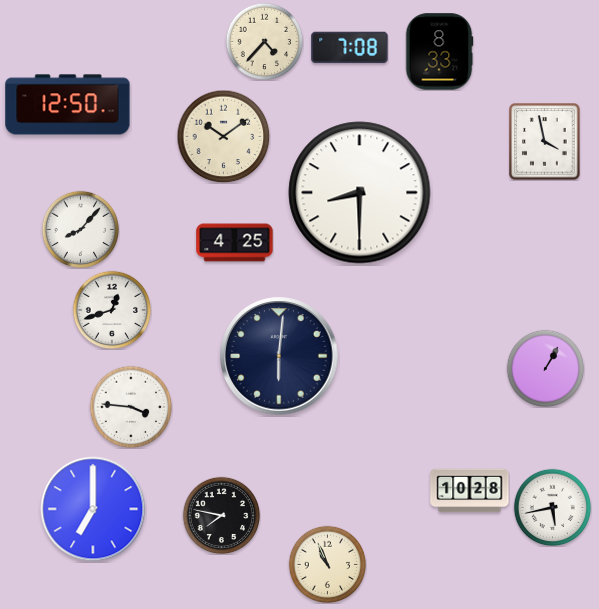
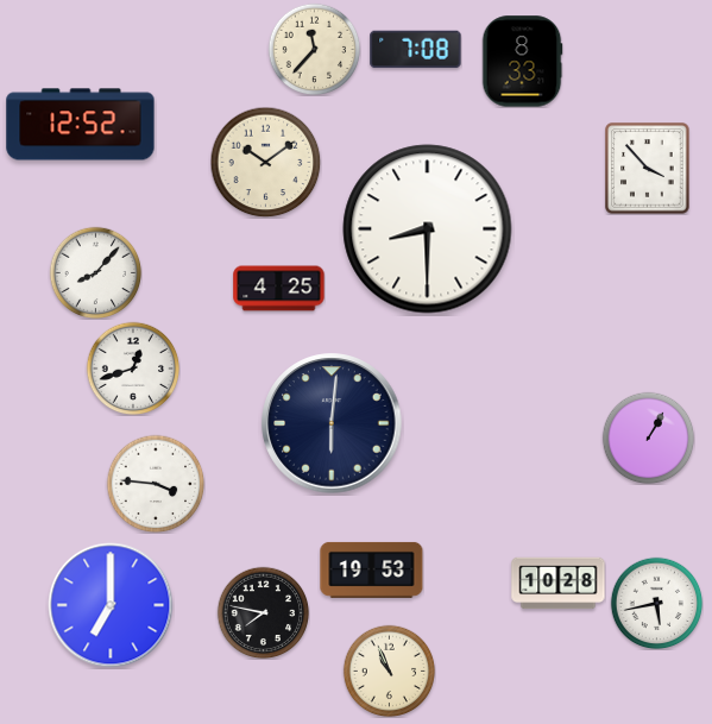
clock at (264, 41): 4:37 -> 11:37
clock at (350, 48) position: (350, 48) -> (416, 50)
clock at (68, 105): 12:50 -> 12:52
clock at (545, 142): 3:58 -> 3:53
clock at (372, 569): none -> 19:53
